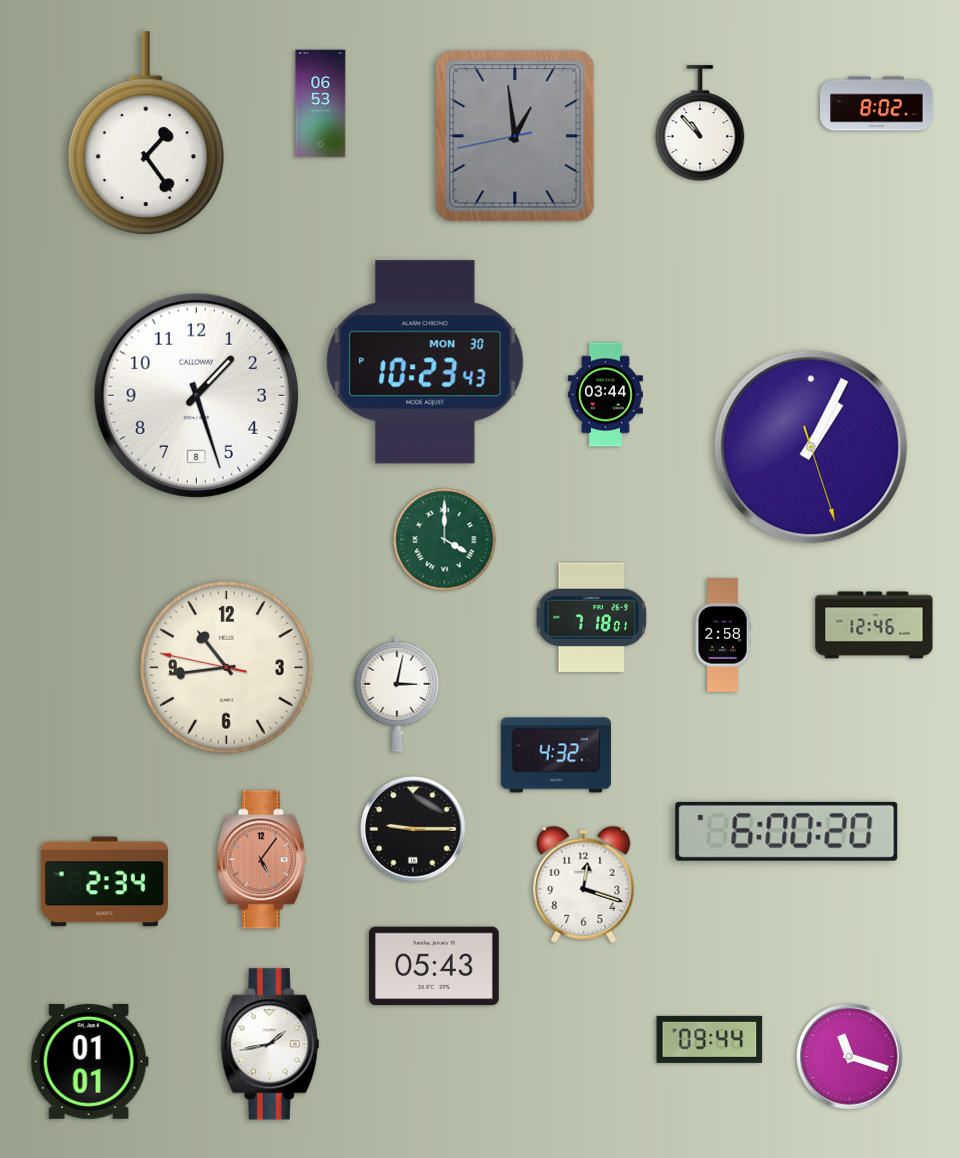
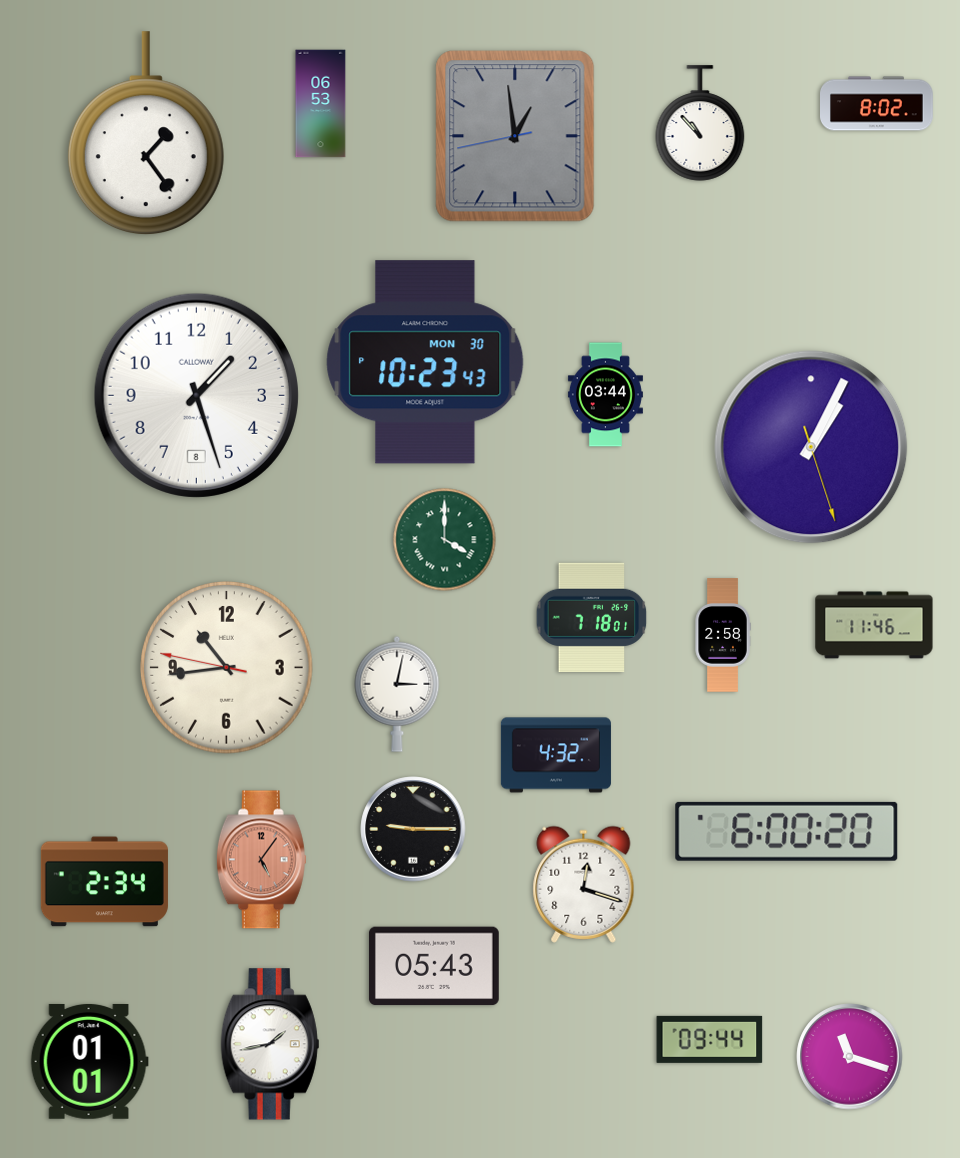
clock at (874, 625): 12:46 -> 11:46
